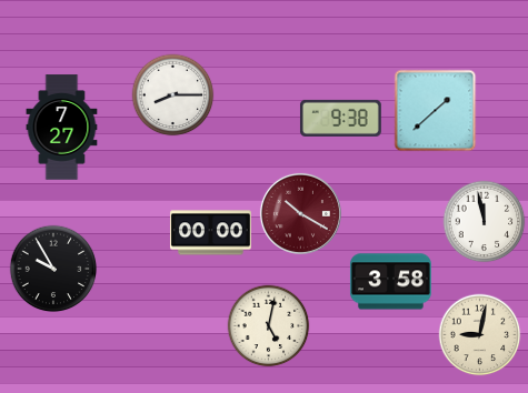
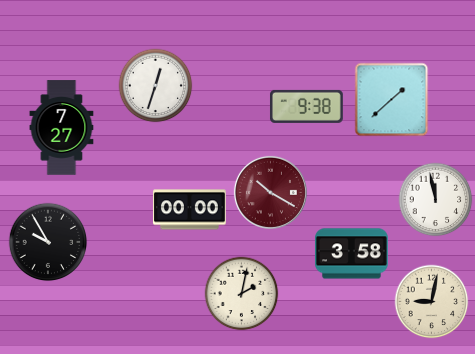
clock at (173, 95): 8:15 -> 12:33
clock at (62, 128) position: (62, 128) -> (62, 128)
clock at (269, 326): 5:02 -> 2:02
